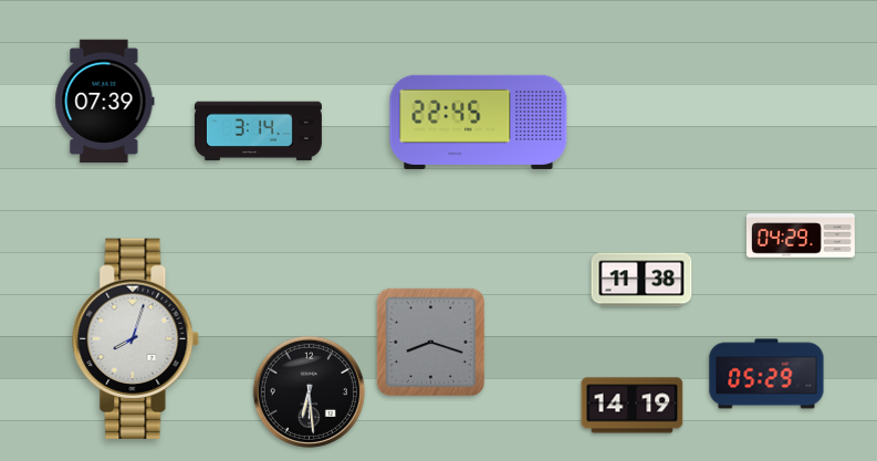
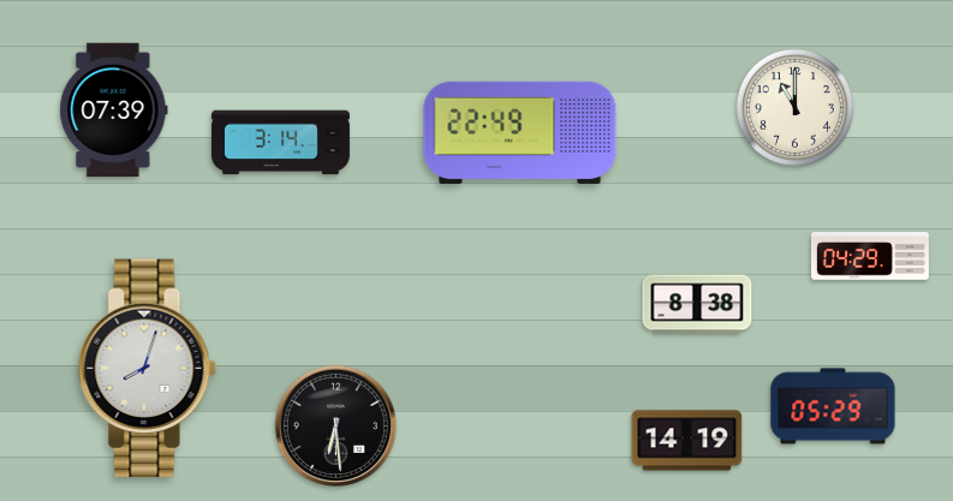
clock at (794, 107): none -> 11:00
clock at (479, 122): 22:45 -> 22:49
clock at (641, 280): 11:38 -> 8:38
clock at (430, 342): 8:18 -> none
